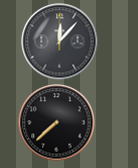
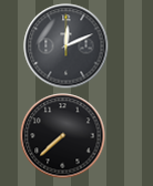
clock at (60, 42): 12:07 -> 12:11
